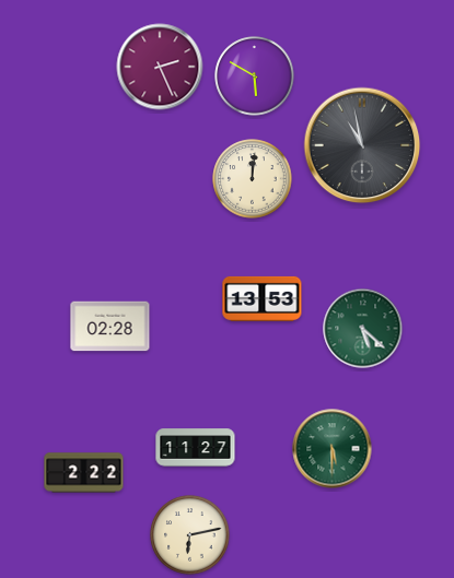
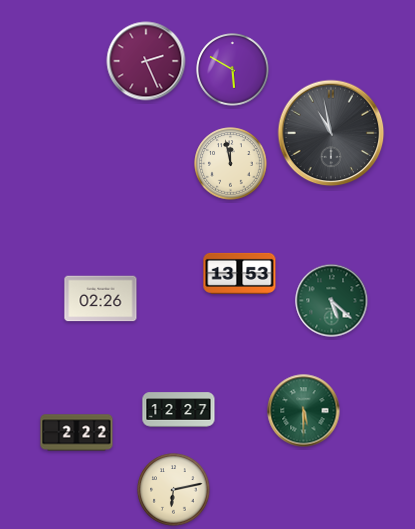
clock at (253, 179): 12:01 -> 11:58
clock at (110, 327): 02:28 -> 02:26
clock at (196, 448): 11:27 -> 12:27
